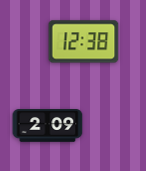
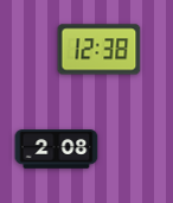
clock at (48, 126): 2:09 -> 2:08
